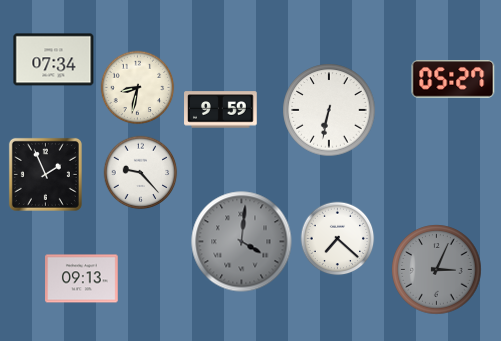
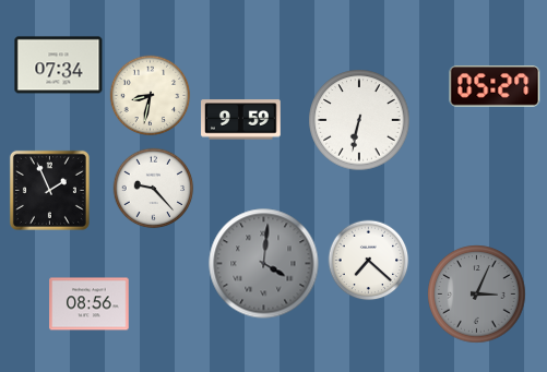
clock at (82, 279): 09:13 -> 08:56
